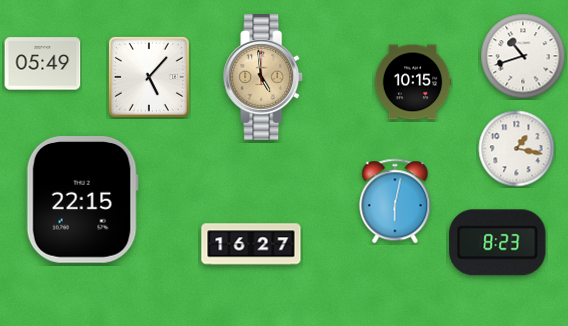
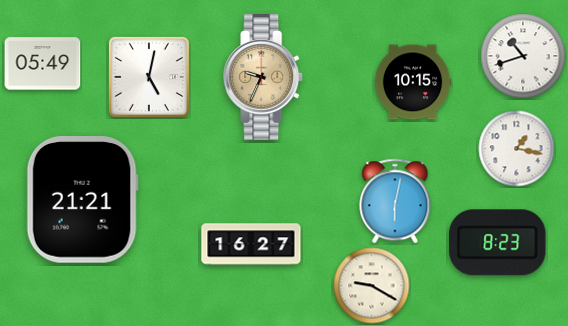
clock at (149, 77): 5:07 -> 5:02
clock at (264, 77): 4:59 -> 9:34
clock at (82, 200): 22:15 -> 21:21
clock at (372, 286): none -> 9:20
